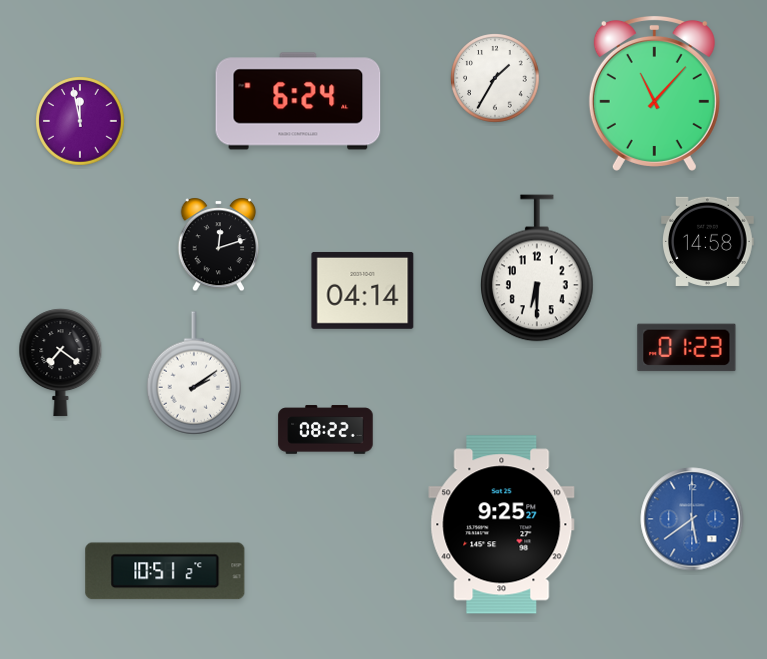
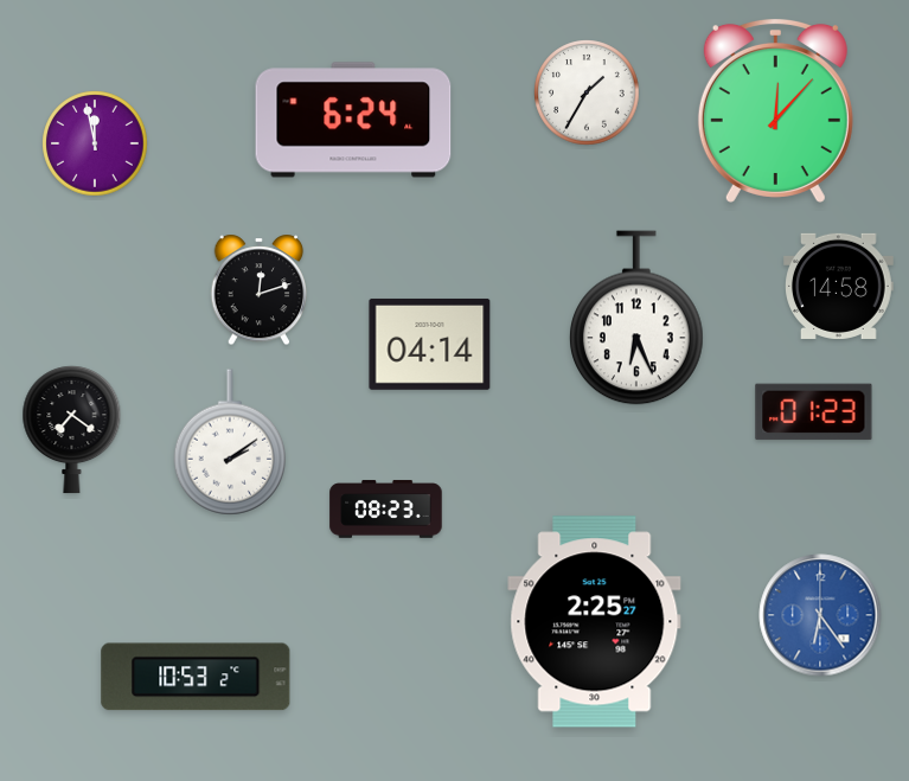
clock at (654, 93): 11:07 -> 12:07
clock at (538, 268): 6:30 -> 6:26
clock at (326, 430): 08:22 -> 08:23
clock at (692, 519): 5:39 -> 6:24
clock at (502, 525): 9:25 -> 2:25
clock at (165, 571): 10:51 -> 10:53
